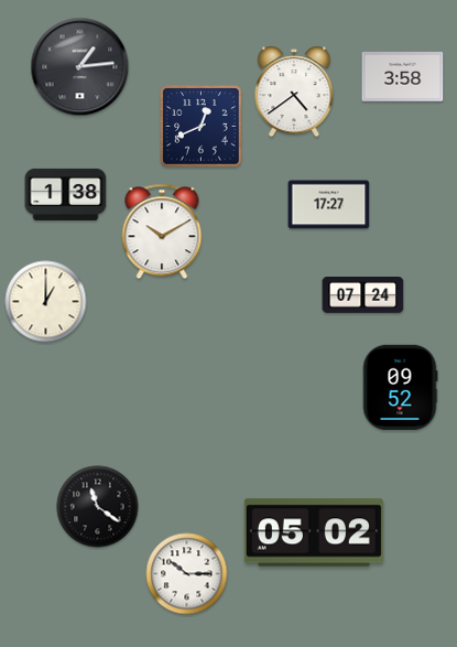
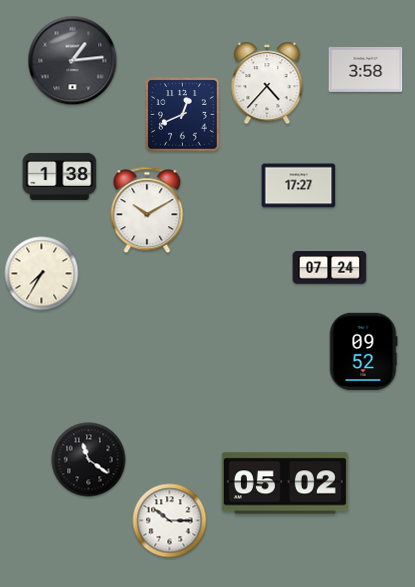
clock at (294, 91): 4:39 -> 4:37
clock at (46, 302): 1:00 -> 7:35
